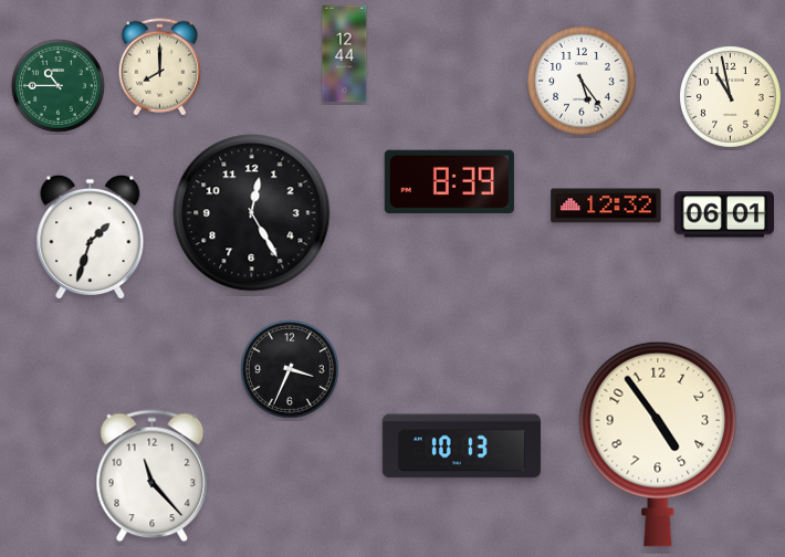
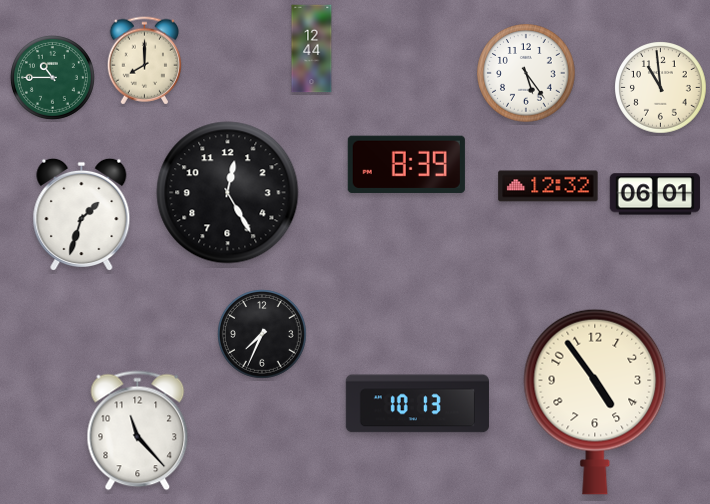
clock at (731, 97): 10:58 -> 10:59
clock at (291, 370): 3:34 -> 7:34
